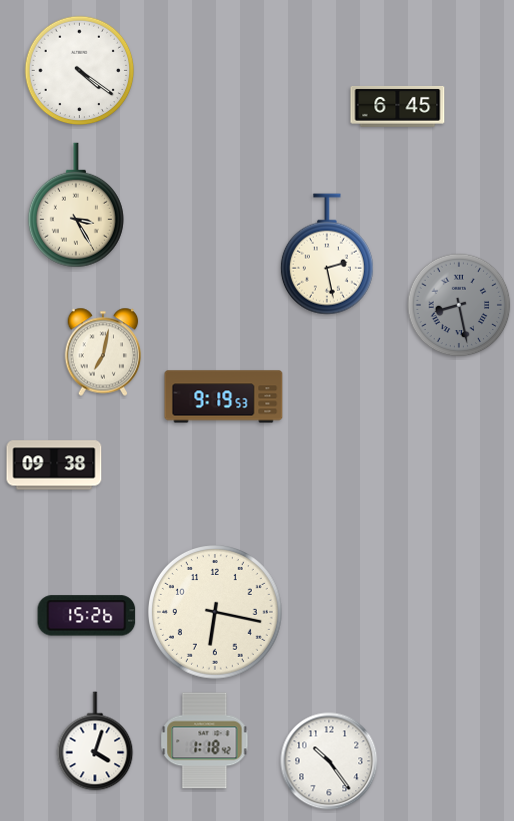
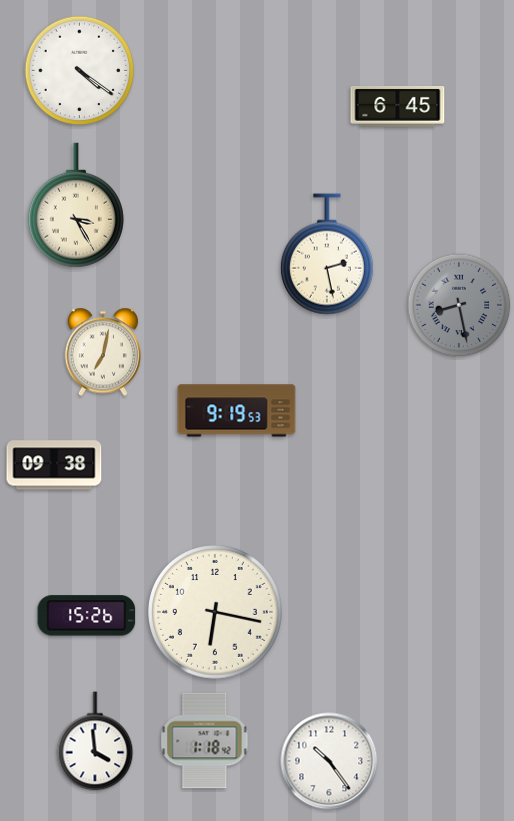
clock at (224, 397) position: (224, 397) -> (237, 411)
clock at (95, 741): 4:03 -> 3:59
